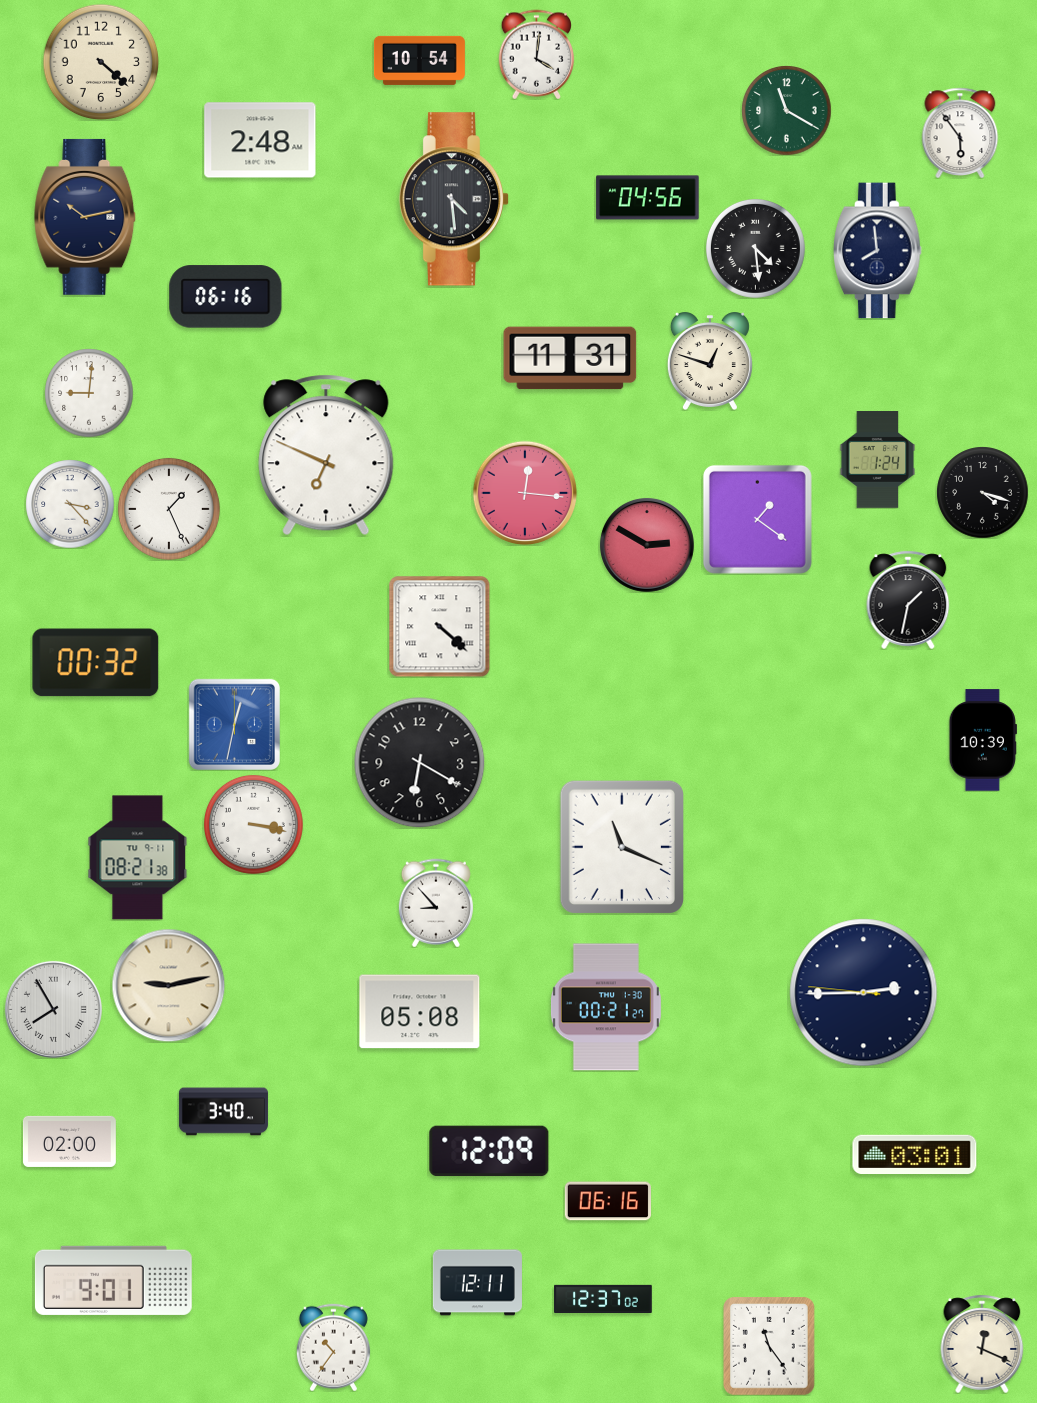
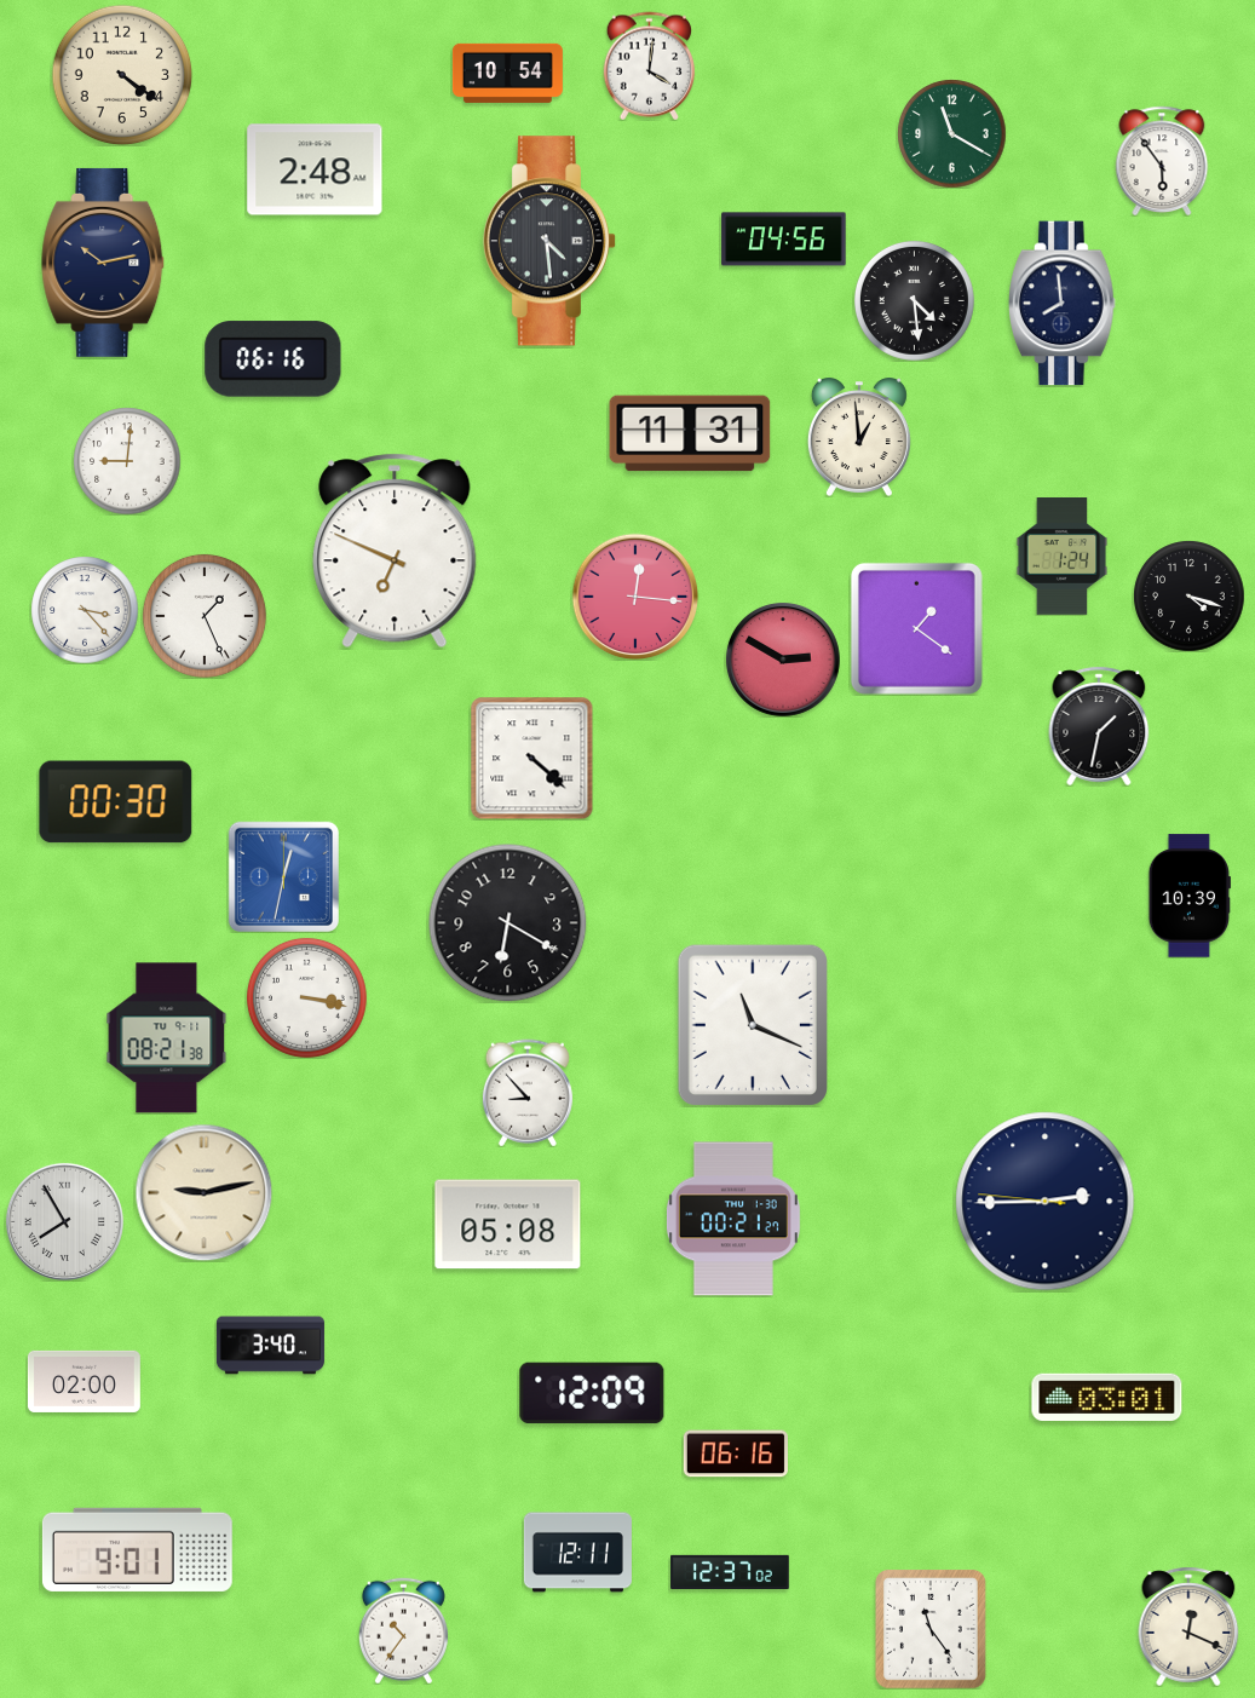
clock at (101, 62): 4:22 -> 4:21
clock at (710, 361): 12:48 -> 12:59
clock at (89, 393) position: (89, 393) -> (127, 461)
clock at (96, 663): 00:32 -> 00:30
